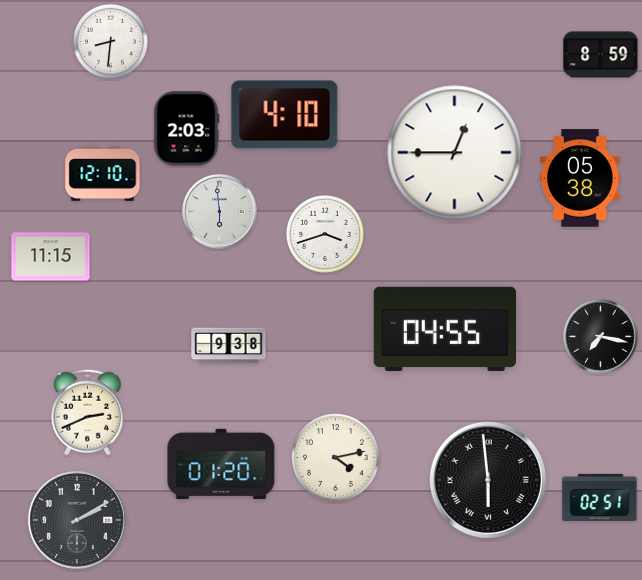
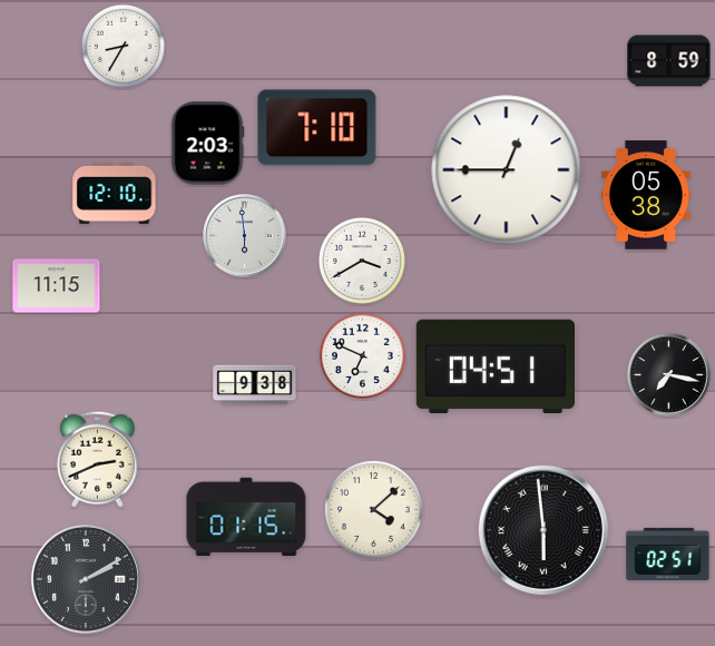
clock at (110, 41): 8:31 -> 8:35
clock at (285, 115): 4:10 -> 7:10
clock at (580, 178) position: (580, 178) -> (646, 195)
clock at (325, 234): 3:42 -> 3:40
clock at (362, 355): none -> 6:49
clock at (444, 328): 04:55 -> 04:51
clock at (336, 458): 4:13 -> 4:08
clock at (221, 464): 01:20 -> 01:15
clock at (488, 480) position: (488, 480) -> (543, 530)
